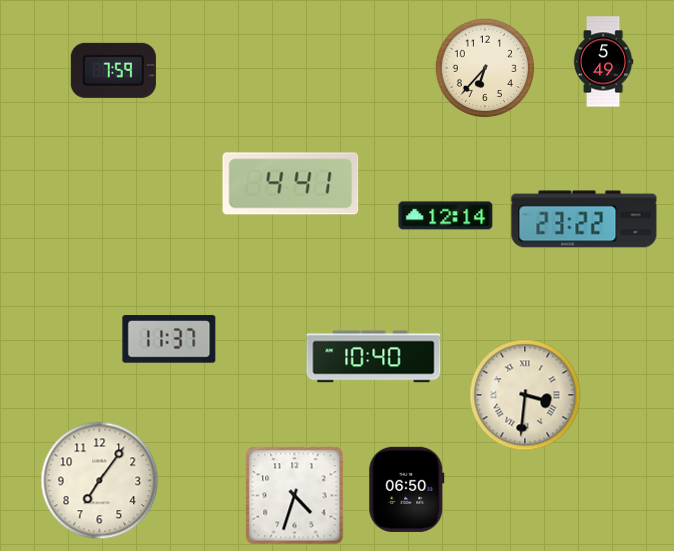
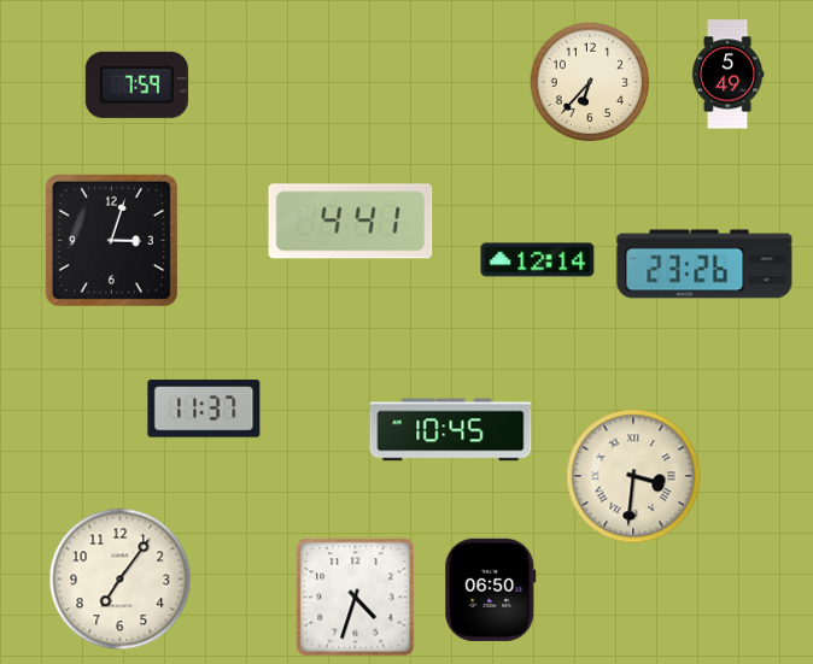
clock at (485, 68) position: (485, 68) -> (590, 82)
clock at (111, 240): none -> 3:03
clock at (584, 219): 23:22 -> 23:26
clock at (374, 357): 10:40 -> 10:45
